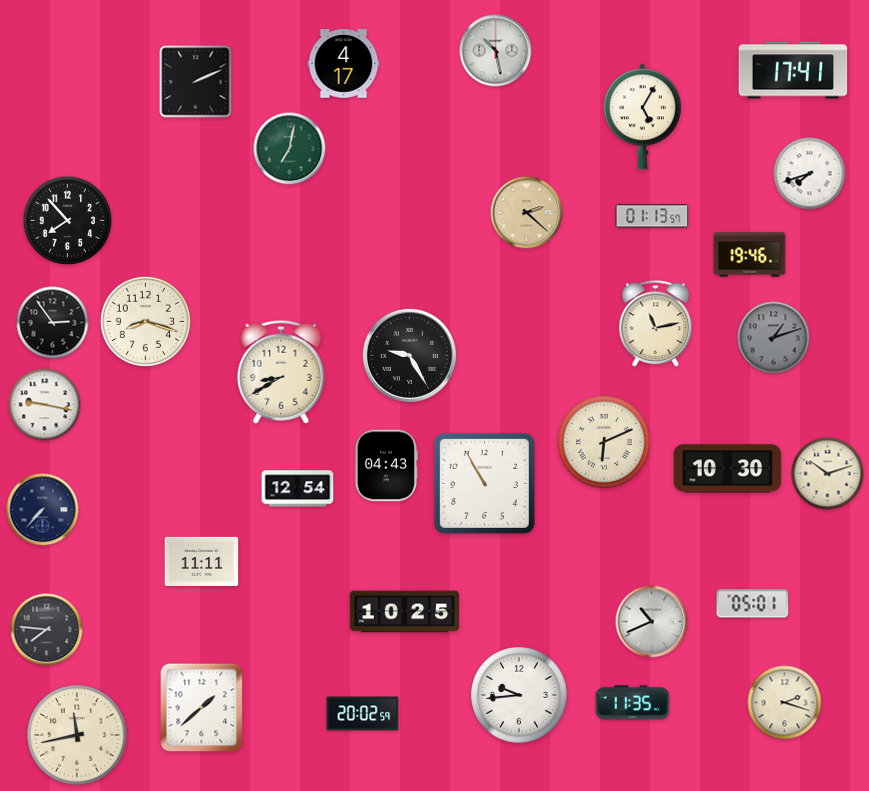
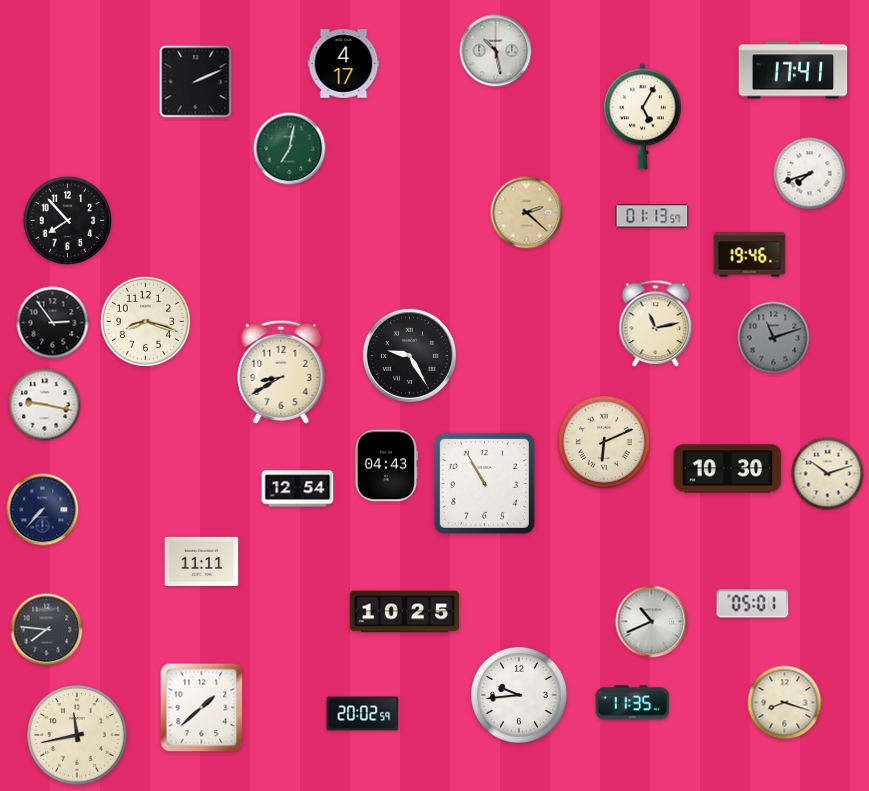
clock at (774, 338): 1:12 -> 11:12
clock at (785, 703): 2:18 -> 8:18
